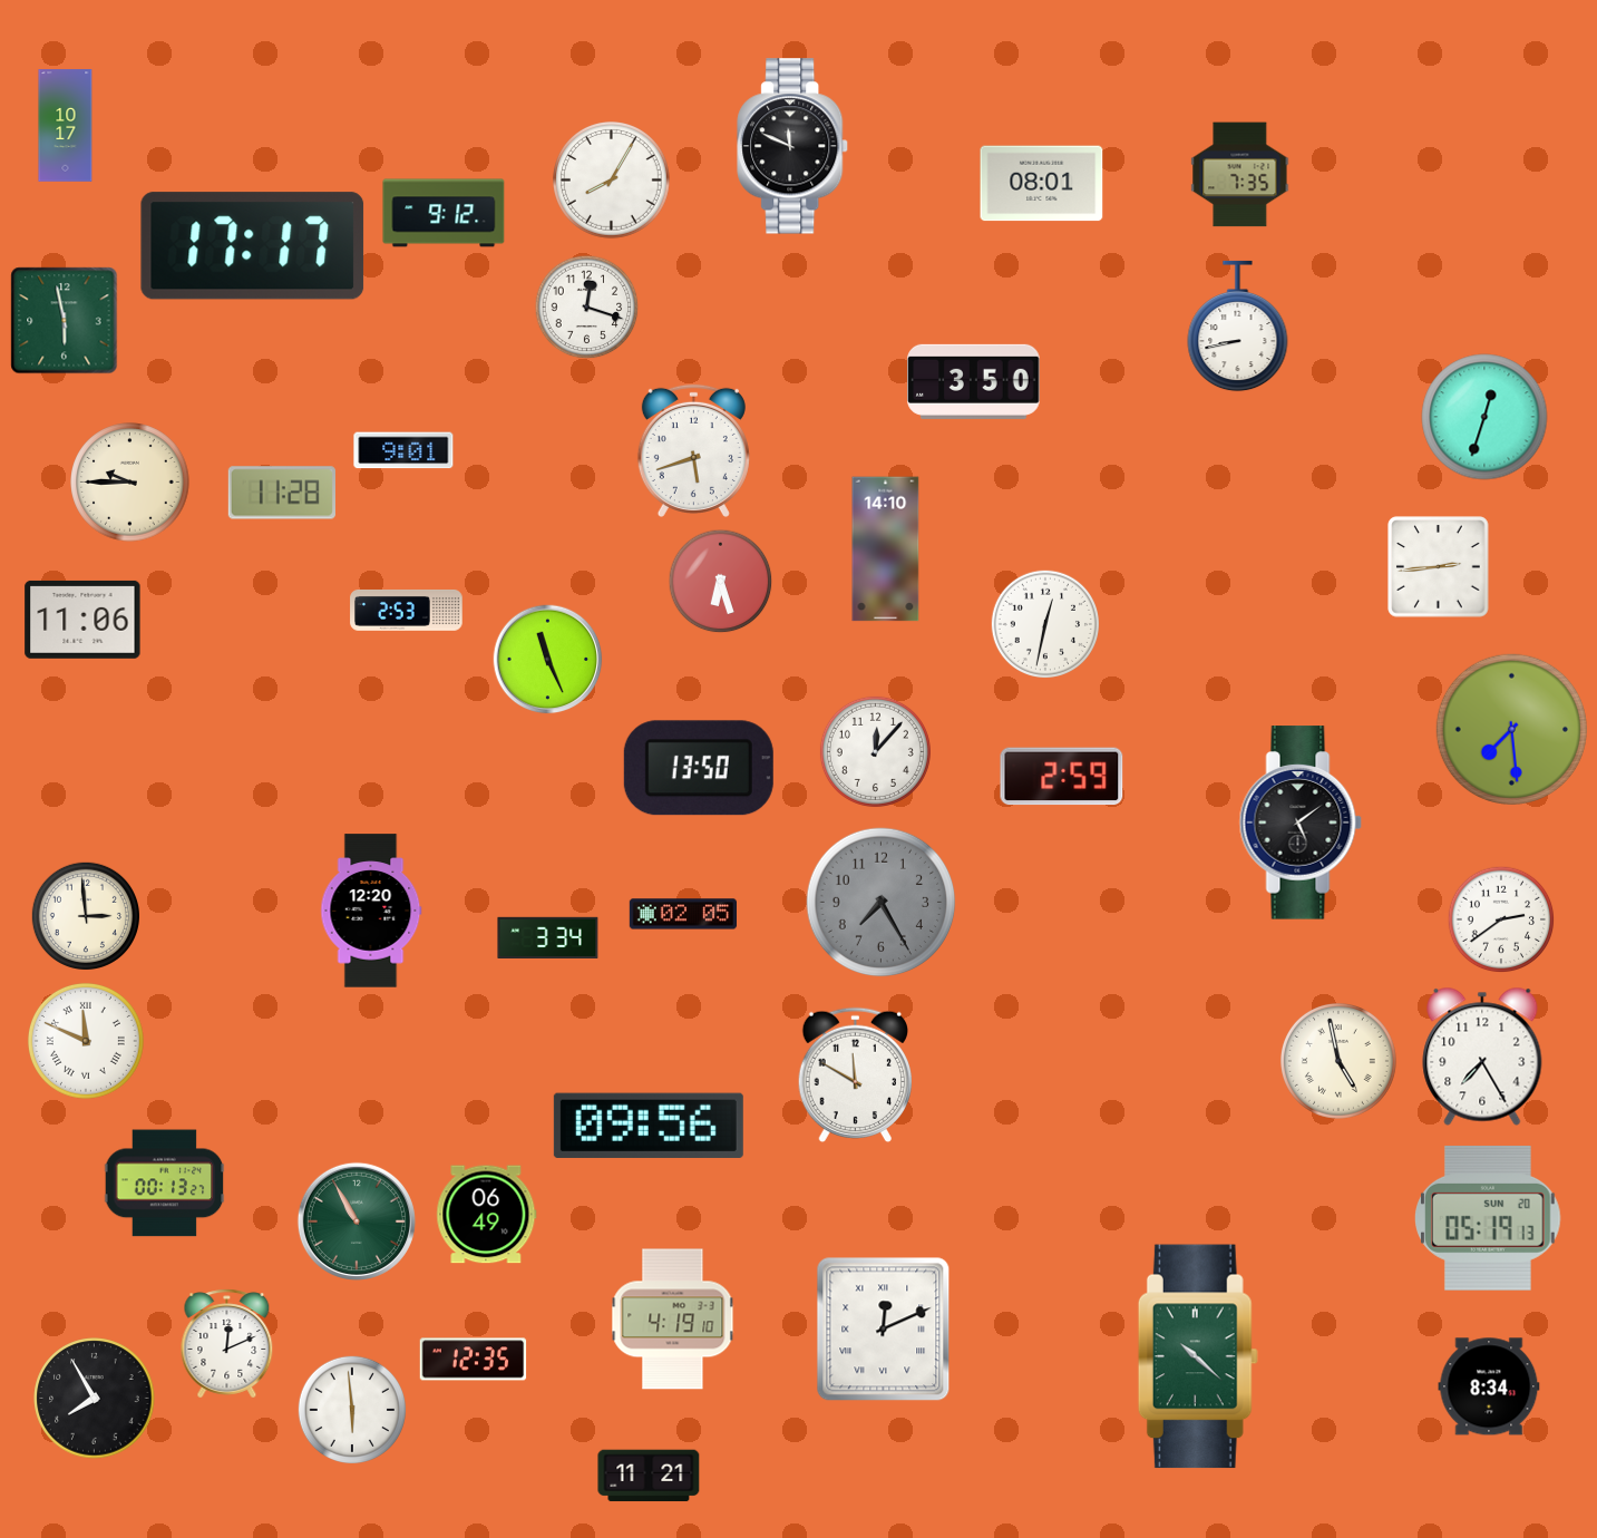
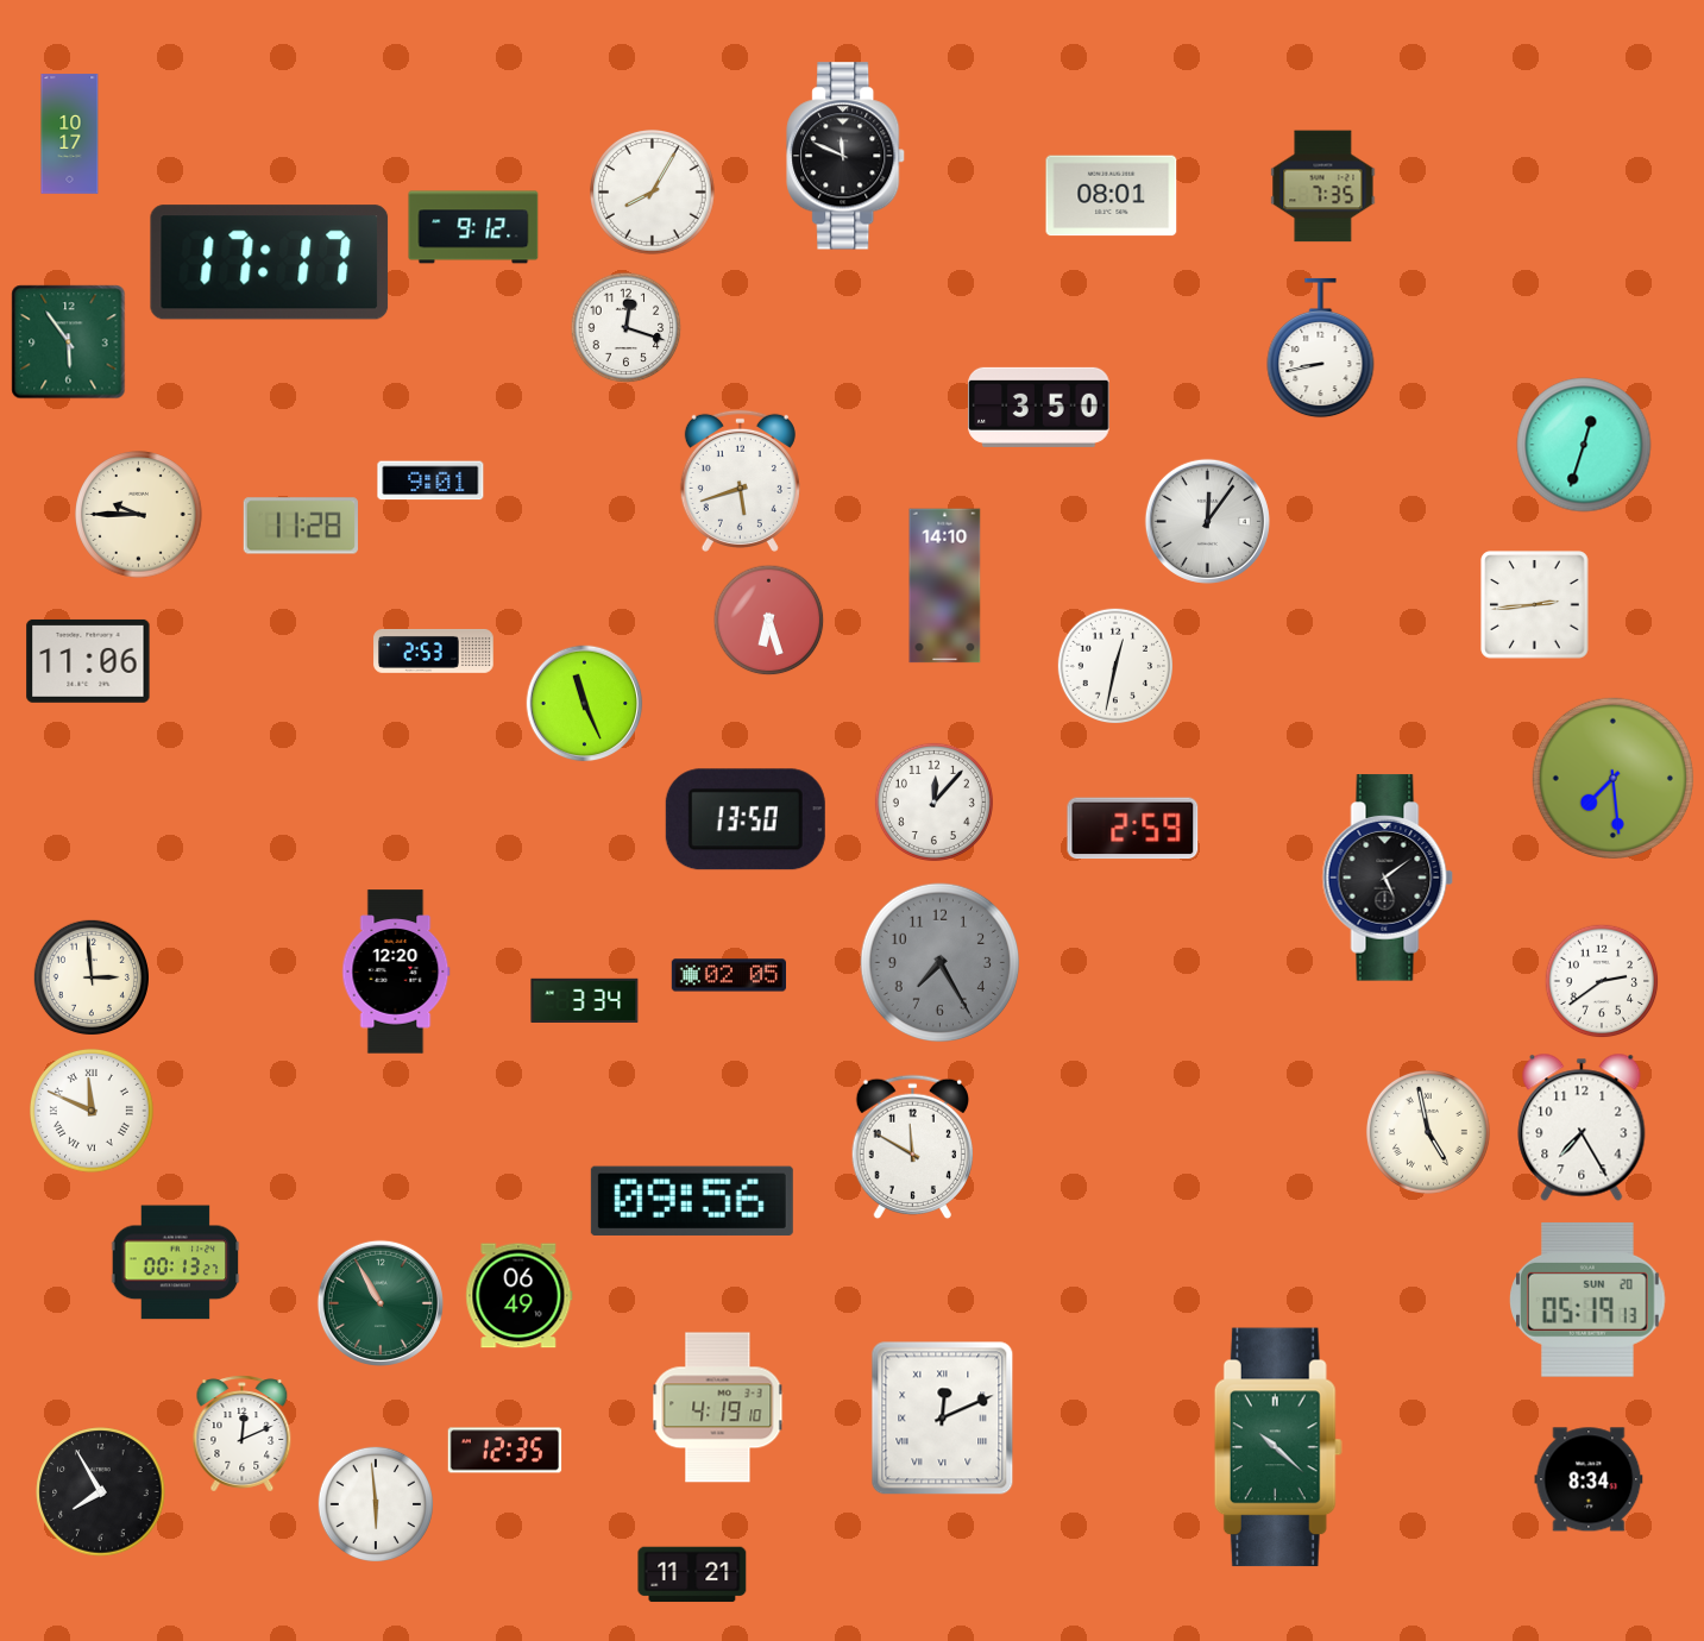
clock at (65, 321): 5:58 -> 5:54
clock at (1207, 521): none -> 12:06
